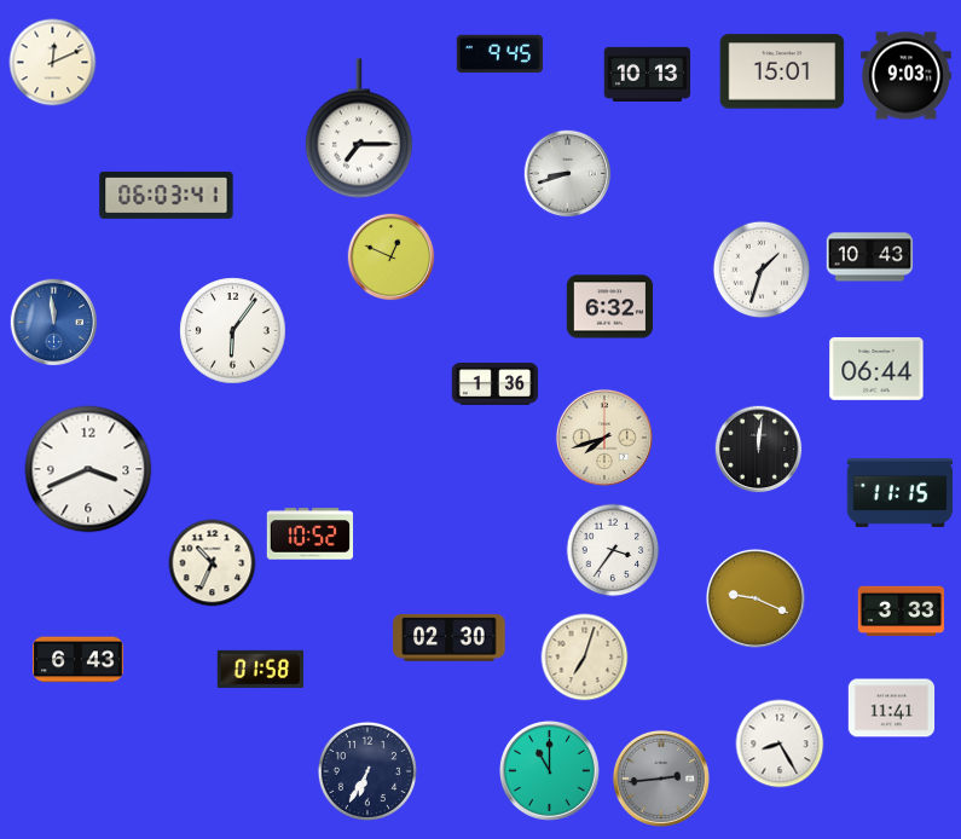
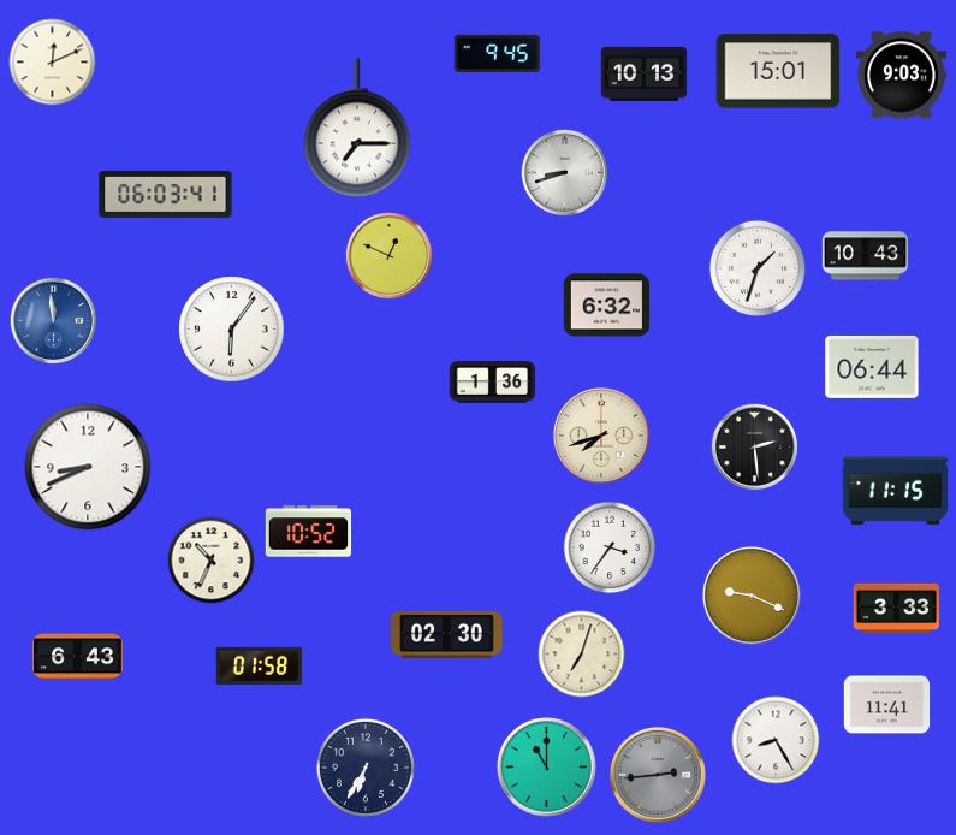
clock at (759, 450): 12:01 -> 2:29
clock at (88, 469): 3:41 -> 8:41
